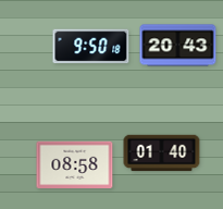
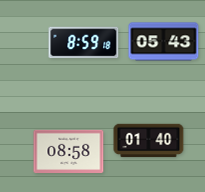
clock at (178, 46): 20:43 -> 05:43
clock at (91, 47): 9:50 -> 8:59
